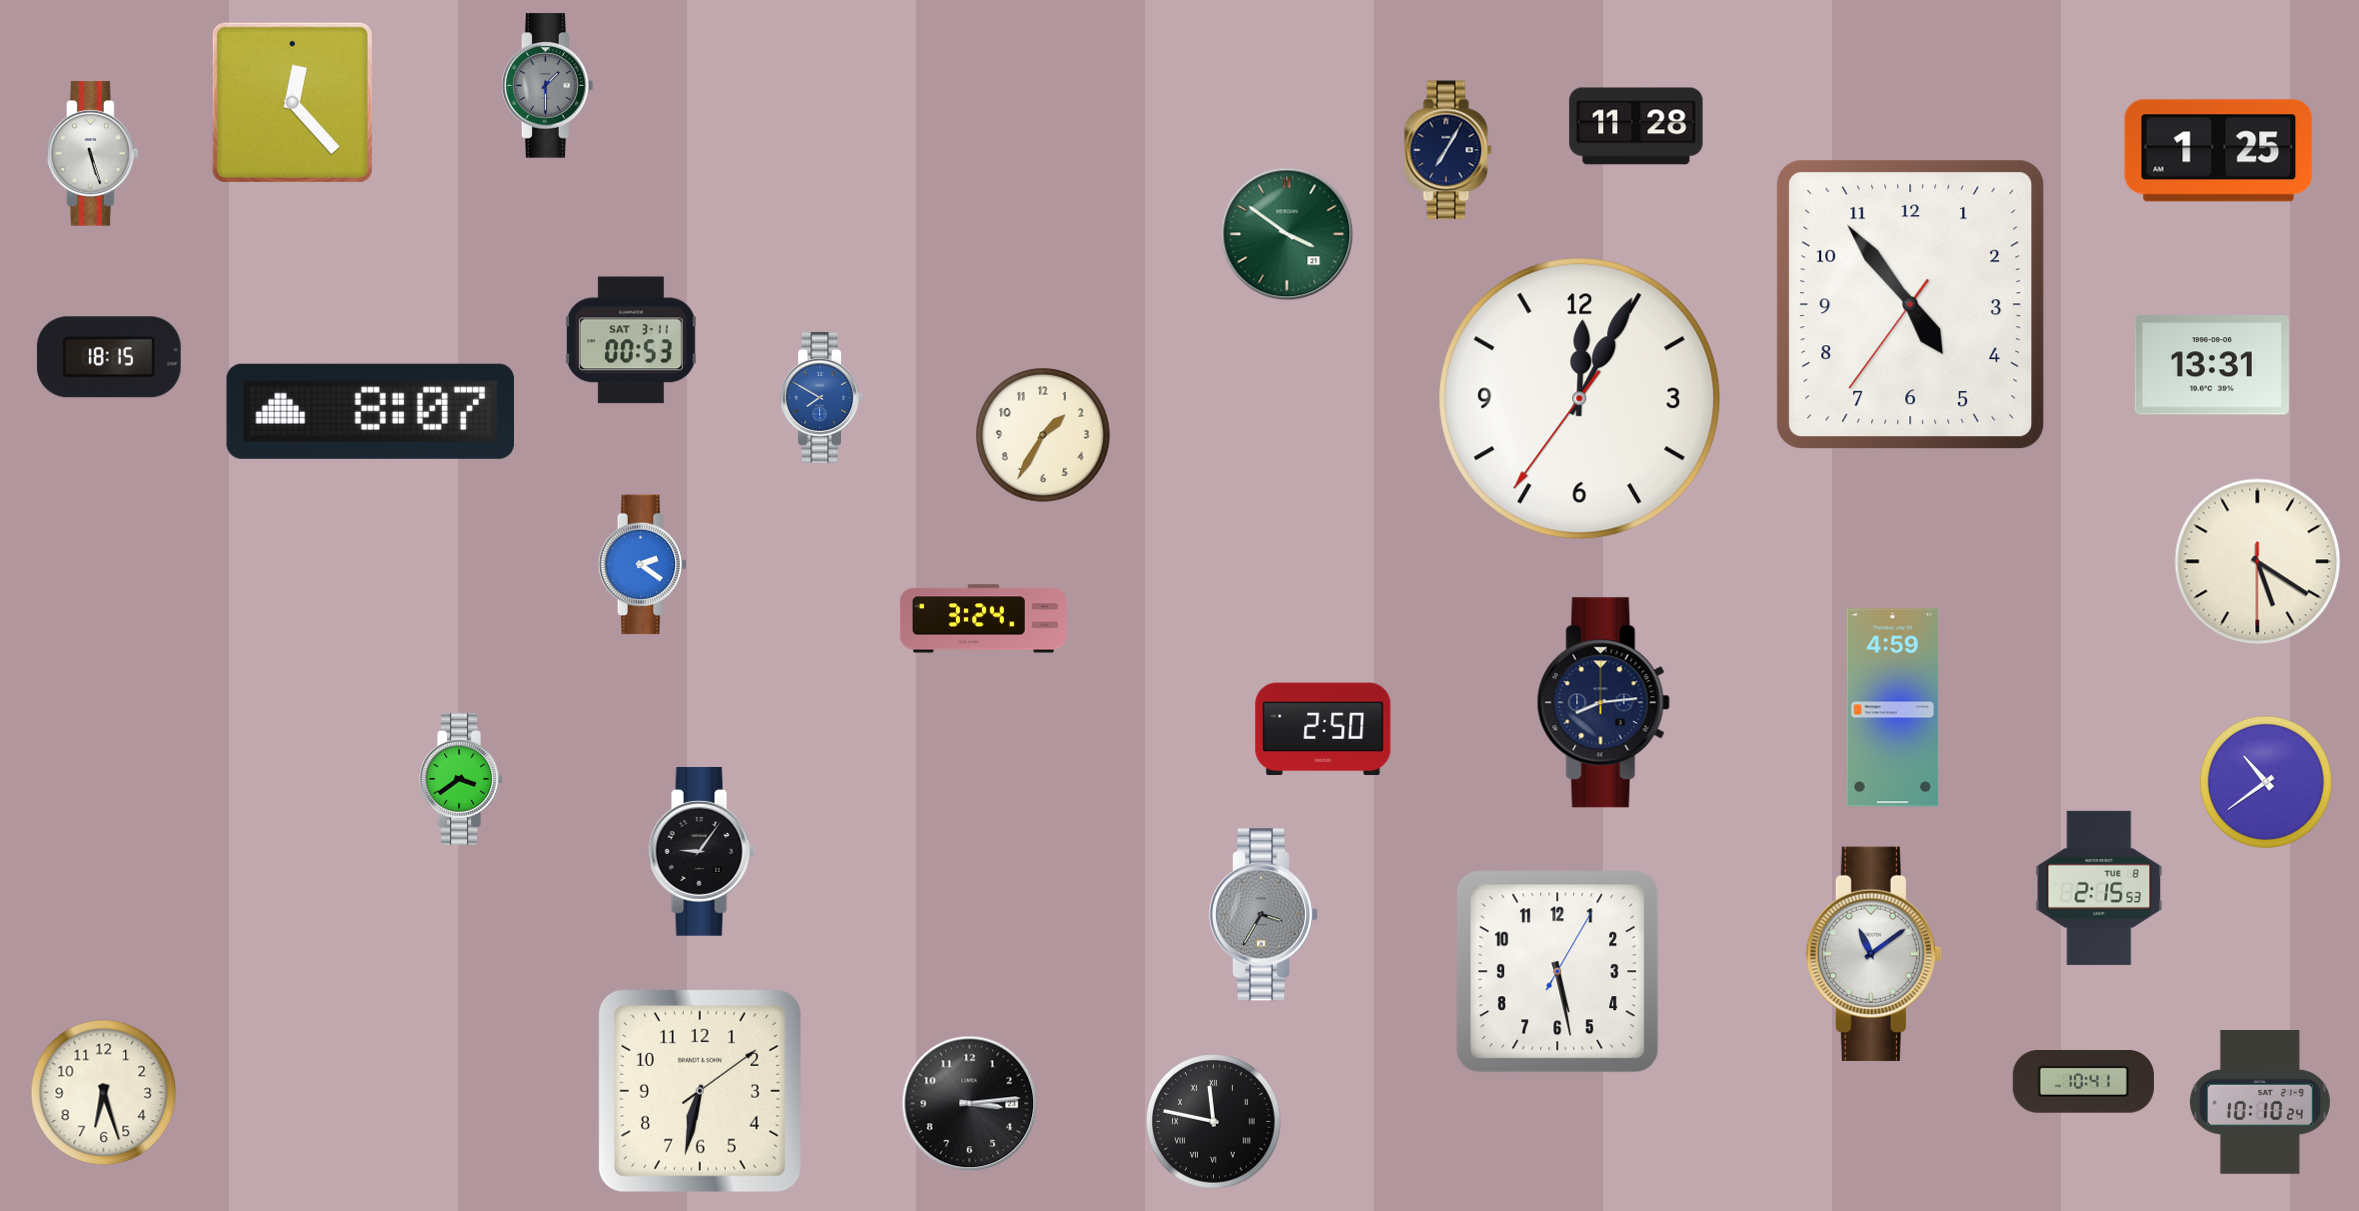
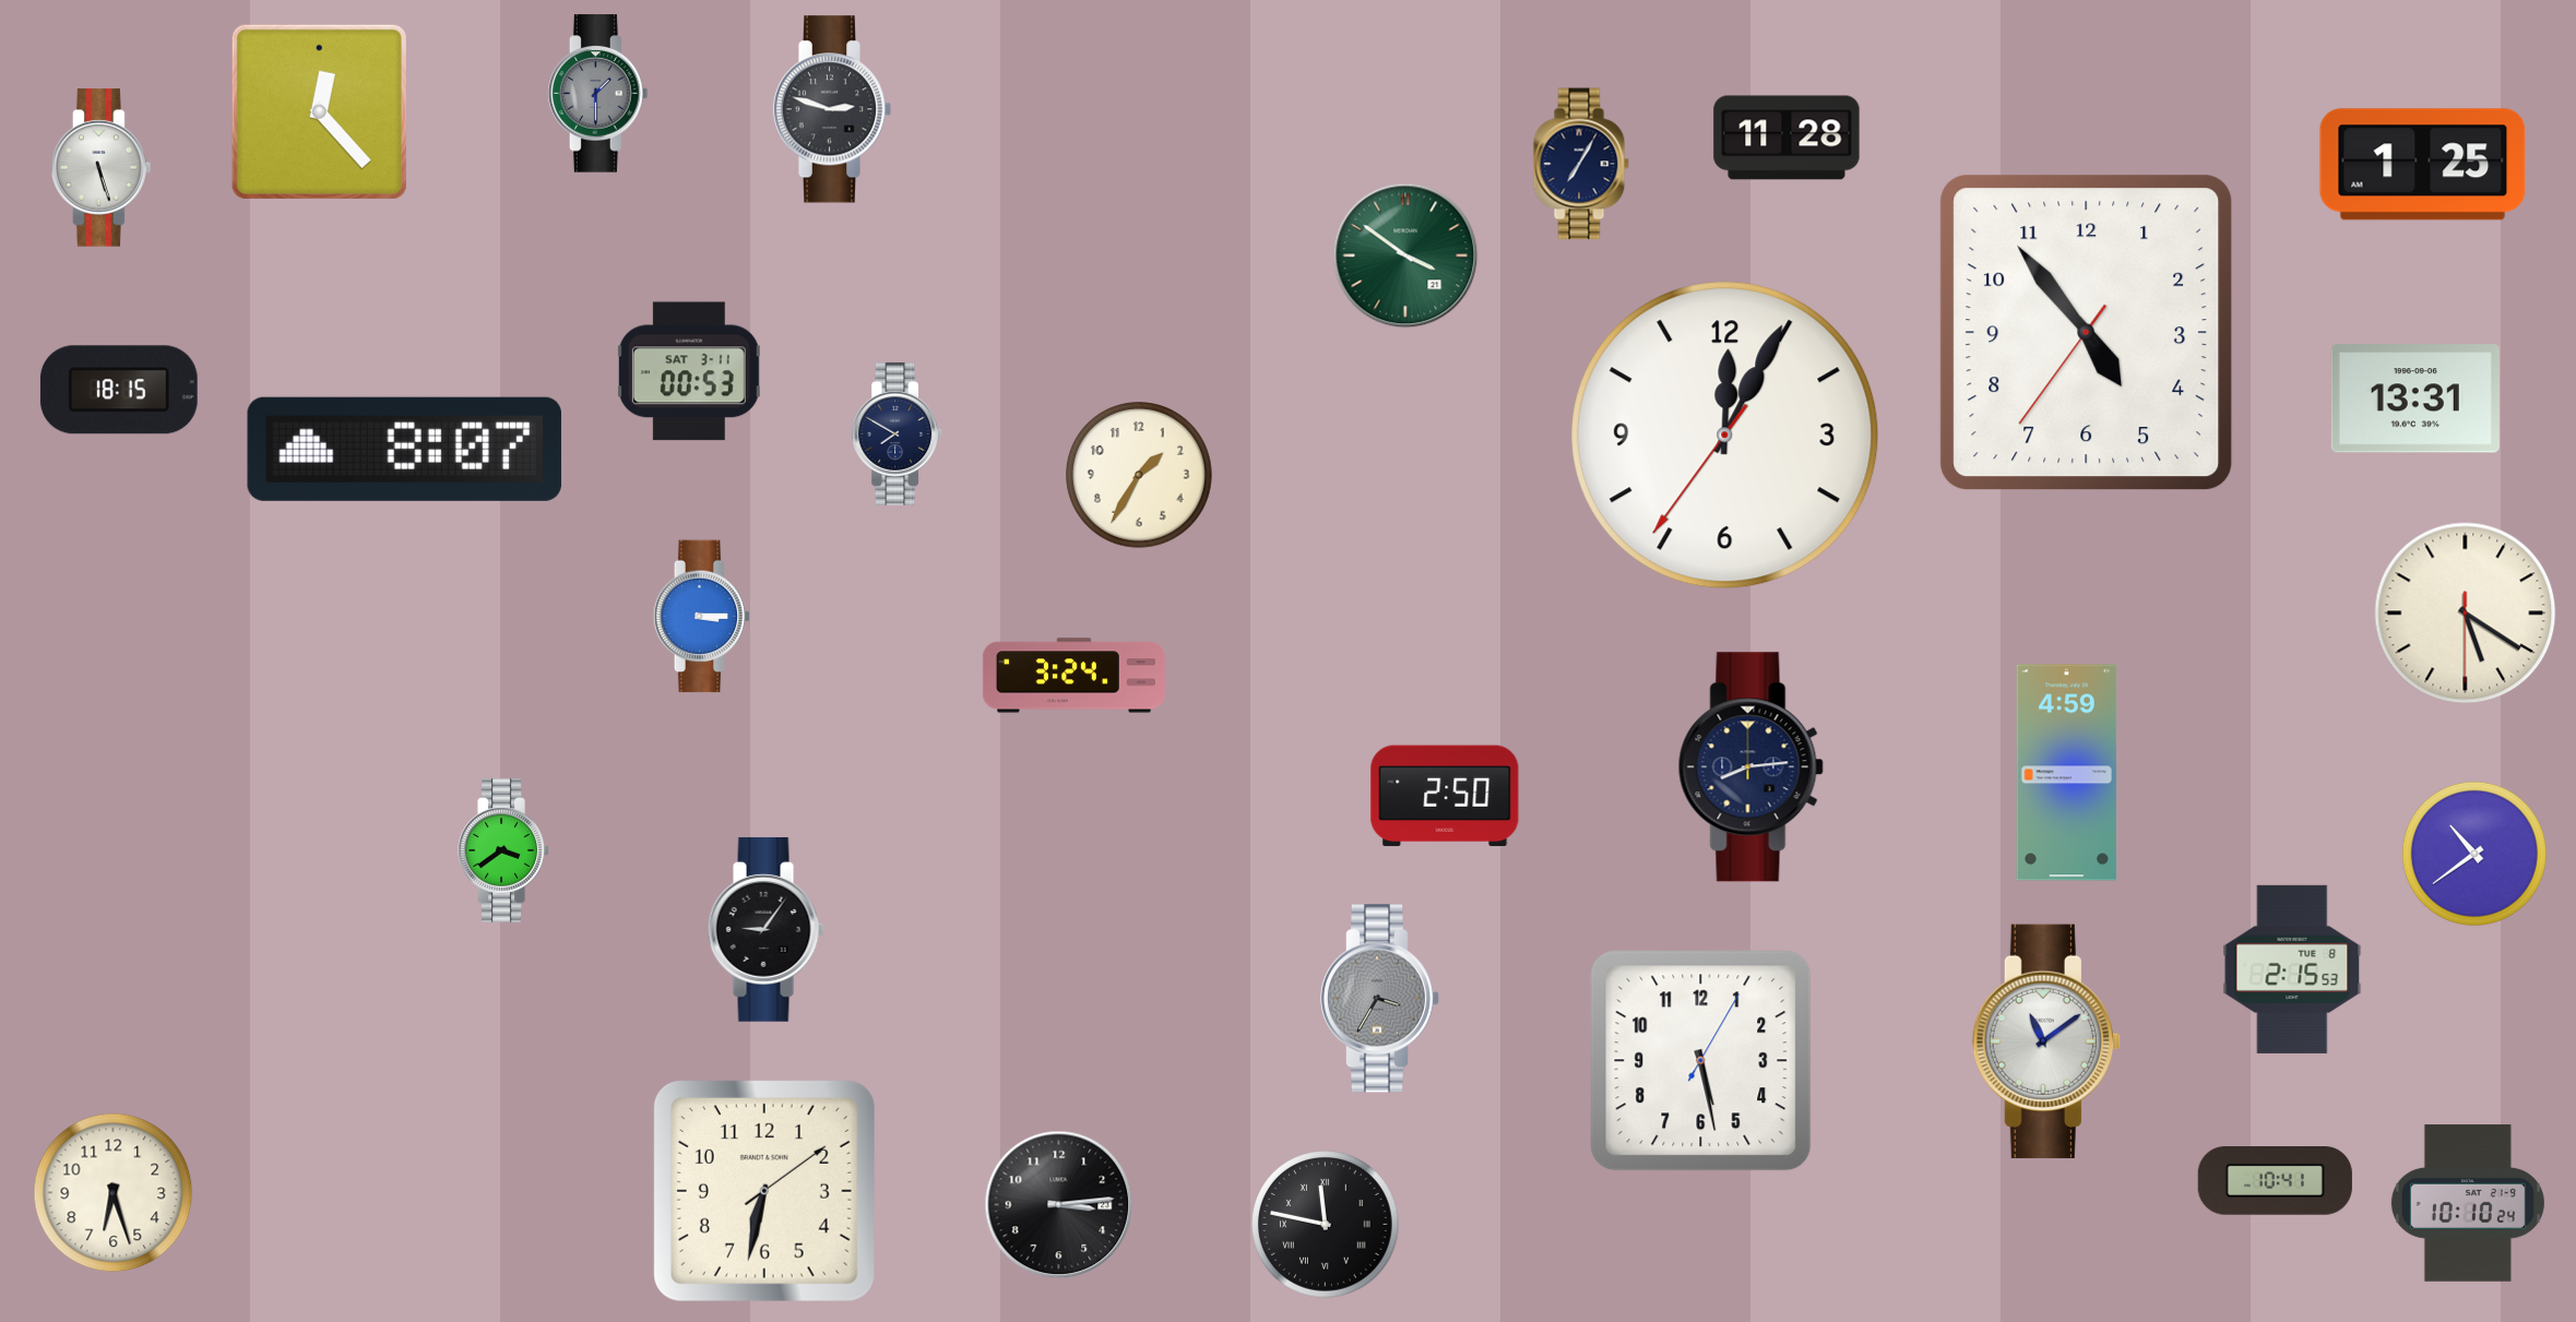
clock at (832, 109): none -> 2:48
clock at (822, 397) dial: blue -> navy
clock at (643, 565): 2:21 -> 3:15
